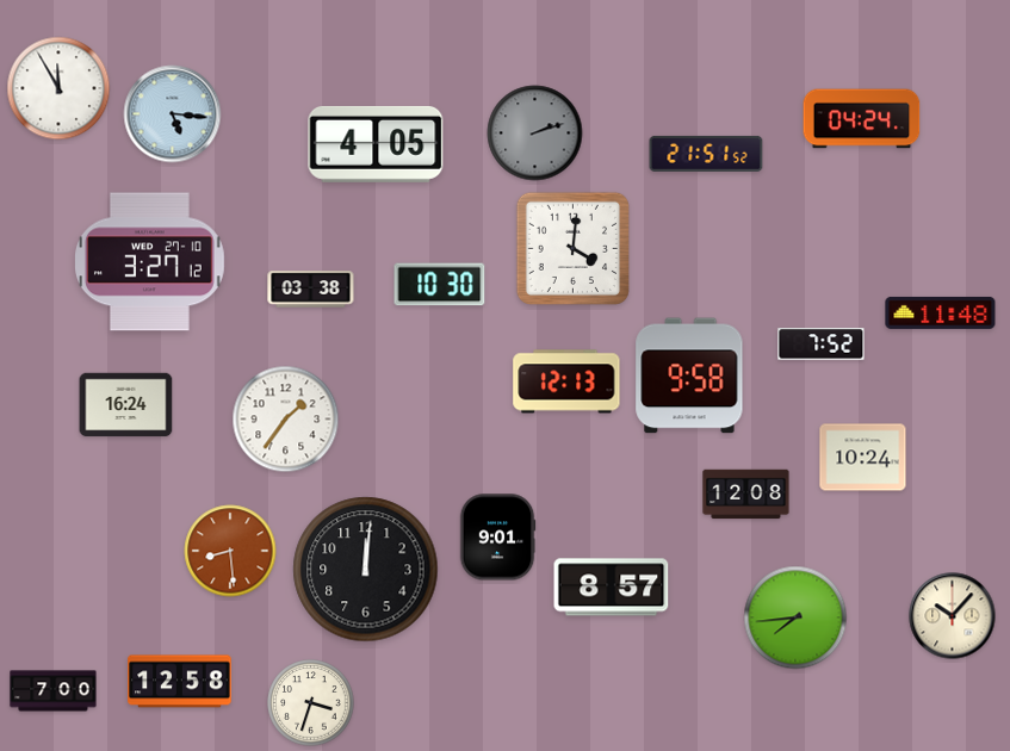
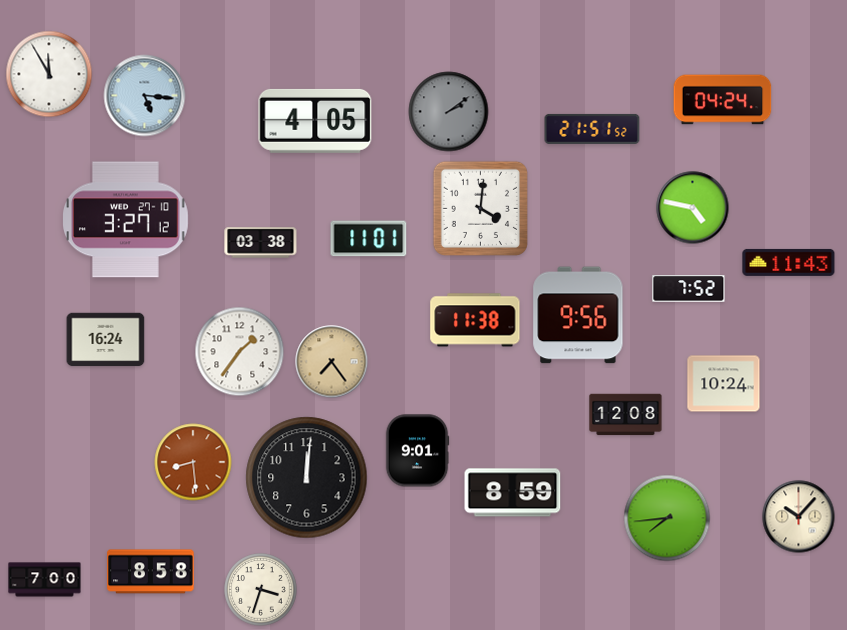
clock at (535, 134): 2:12 -> 2:09
clock at (693, 208): none -> 4:47
clock at (440, 285): 10:30 -> 11:01
clock at (941, 312): 11:48 -> 11:43
clock at (689, 375): 9:58 -> 9:56
clock at (566, 381): 12:13 -> 11:38
clock at (332, 362): none -> 7:24
clock at (612, 588): 8:57 -> 8:59
clock at (180, 682): 12:58 -> 8:58
